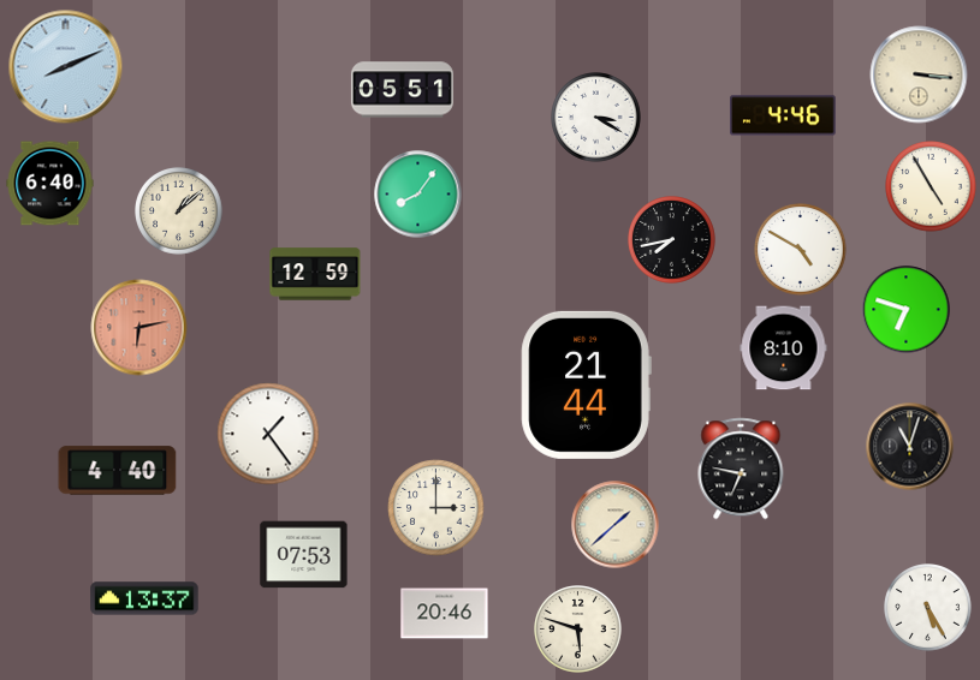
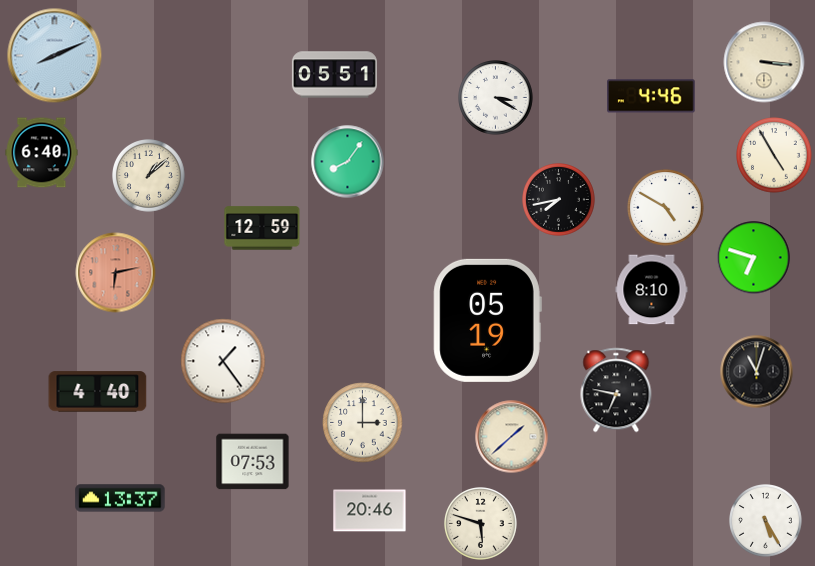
clock at (586, 384): 21:44 -> 05:19
clock at (928, 608) position: (928, 608) -> (766, 521)
